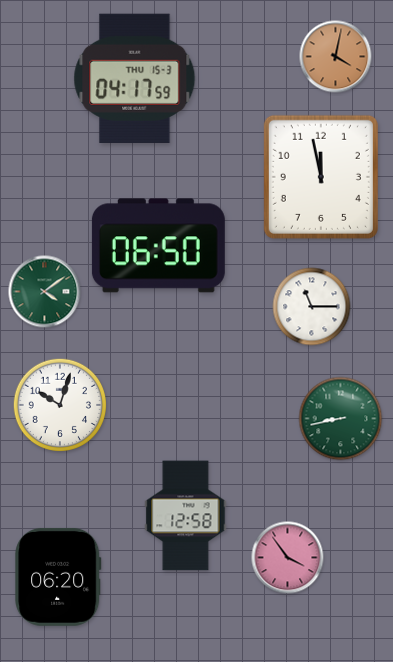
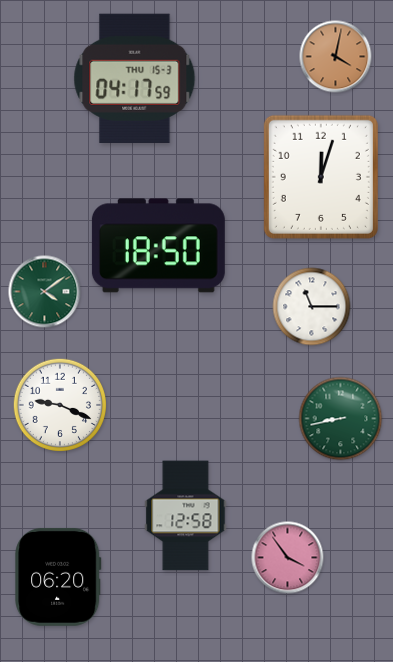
clock at (321, 177): 11:58 -> 12:03
clock at (158, 246): 06:50 -> 18:50
clock at (59, 404): 10:03 -> 9:19
